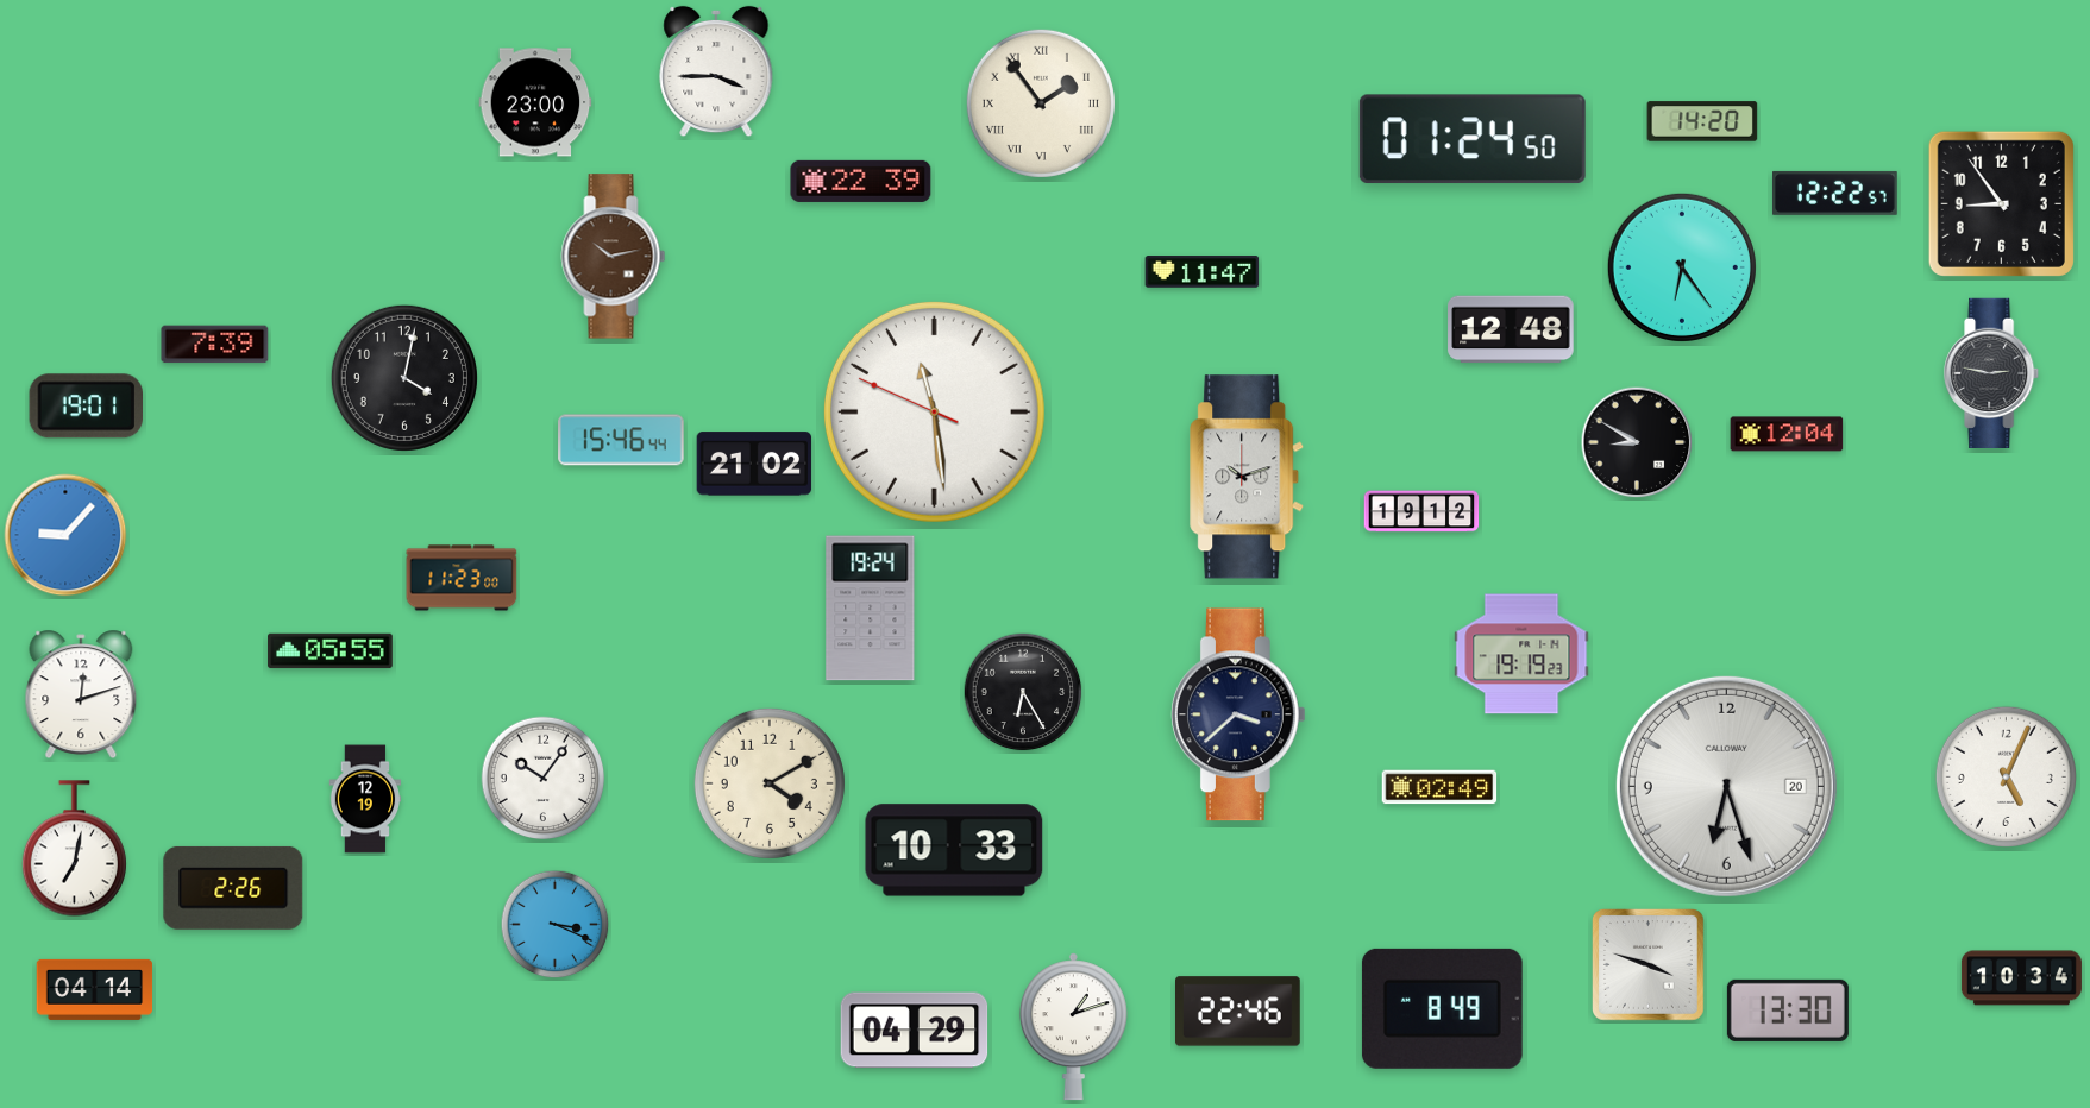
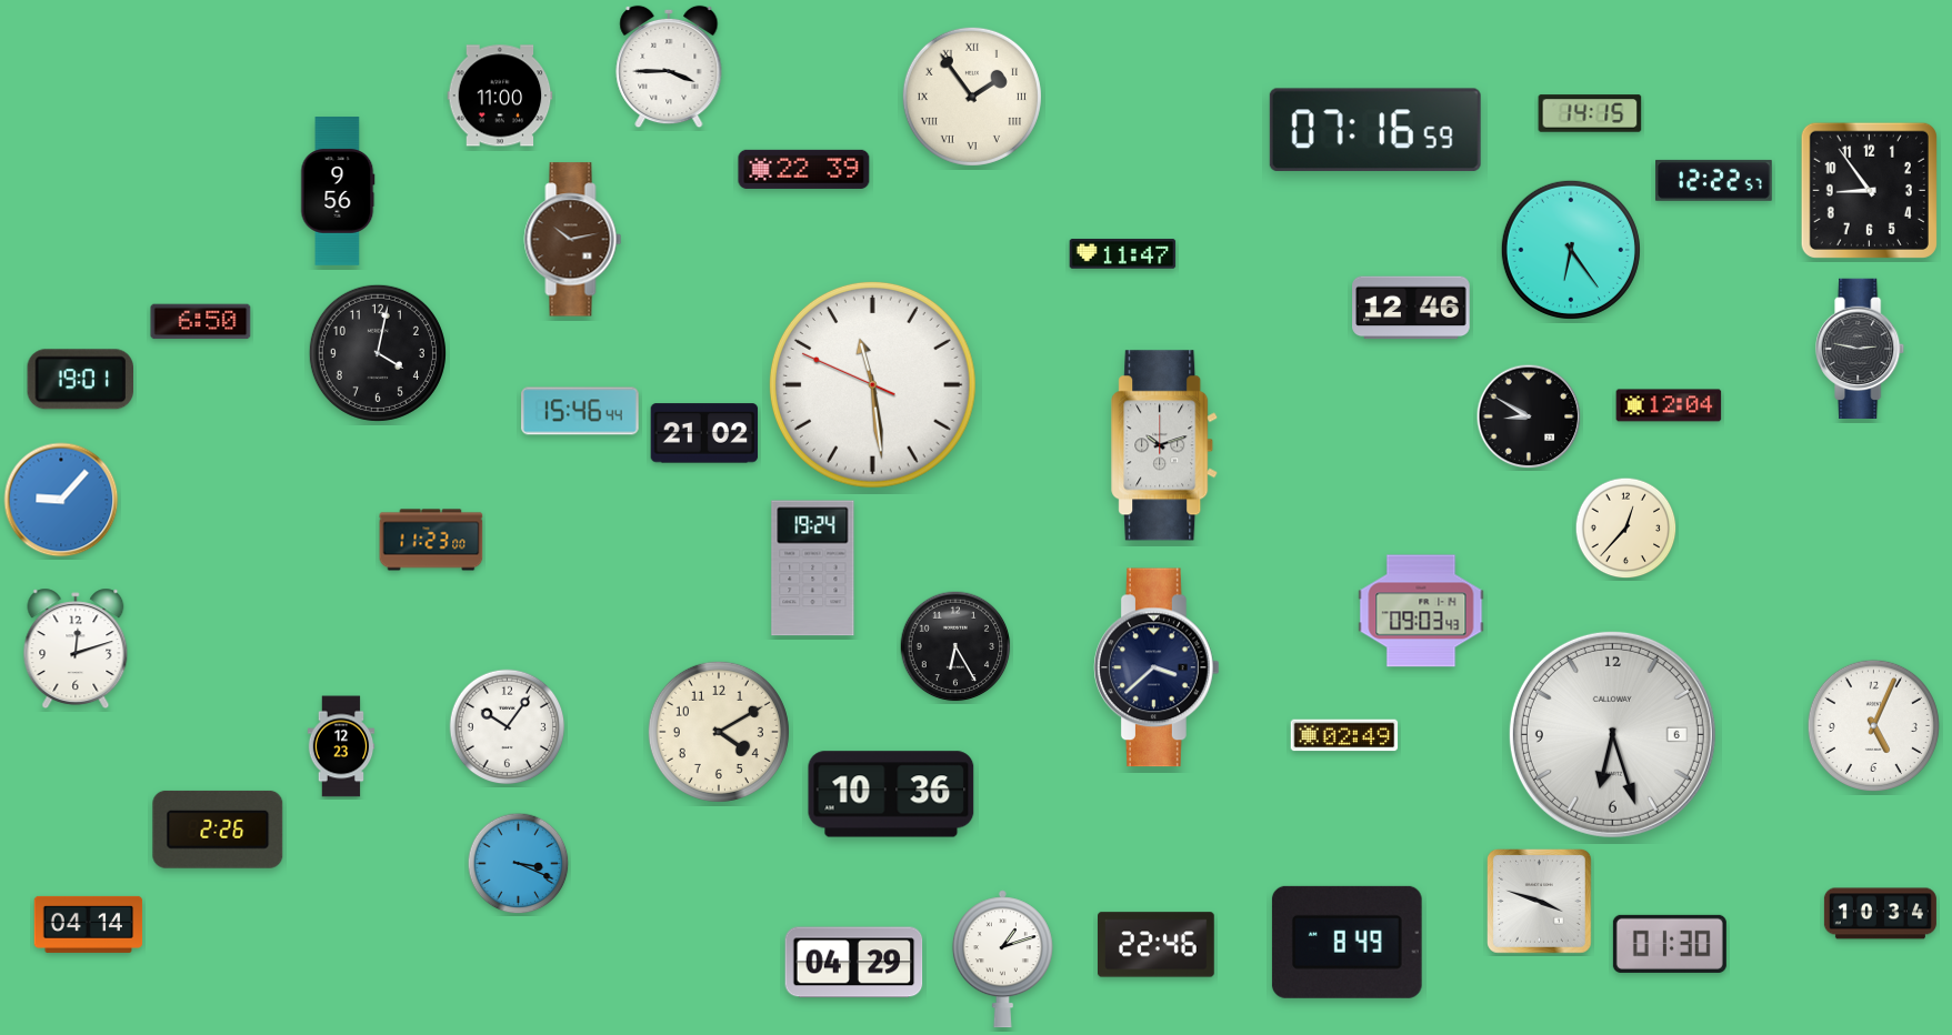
clock at (535, 102): 23:00 -> 11:00
clock at (1702, 121): 14:20 -> 14:15
clock at (1473, 139): 01:24 -> 07:16
clock at (338, 191): none -> 9:56
clock at (1511, 329): 12:48 -> 12:46
clock at (215, 345): 7:39 -> 6:50
clock at (1637, 442) position: (1637, 442) -> (1529, 416)
clock at (1421, 511): 19:12 -> none
clock at (1626, 529): none -> 12:37
clock at (331, 651): 05:55 -> none
clock at (1521, 654): 19:19 -> 09:03
clock at (1726, 786) date: 20 -> 6
clock at (365, 799): 12:19 -> 12:23
clock at (74, 849): 7:02 -> none
clock at (954, 850): 10:33 -> 10:36
clock at (2021, 978) position: (2021, 978) -> (1880, 914)
clock at (1788, 1011): 13:30 -> 01:30
